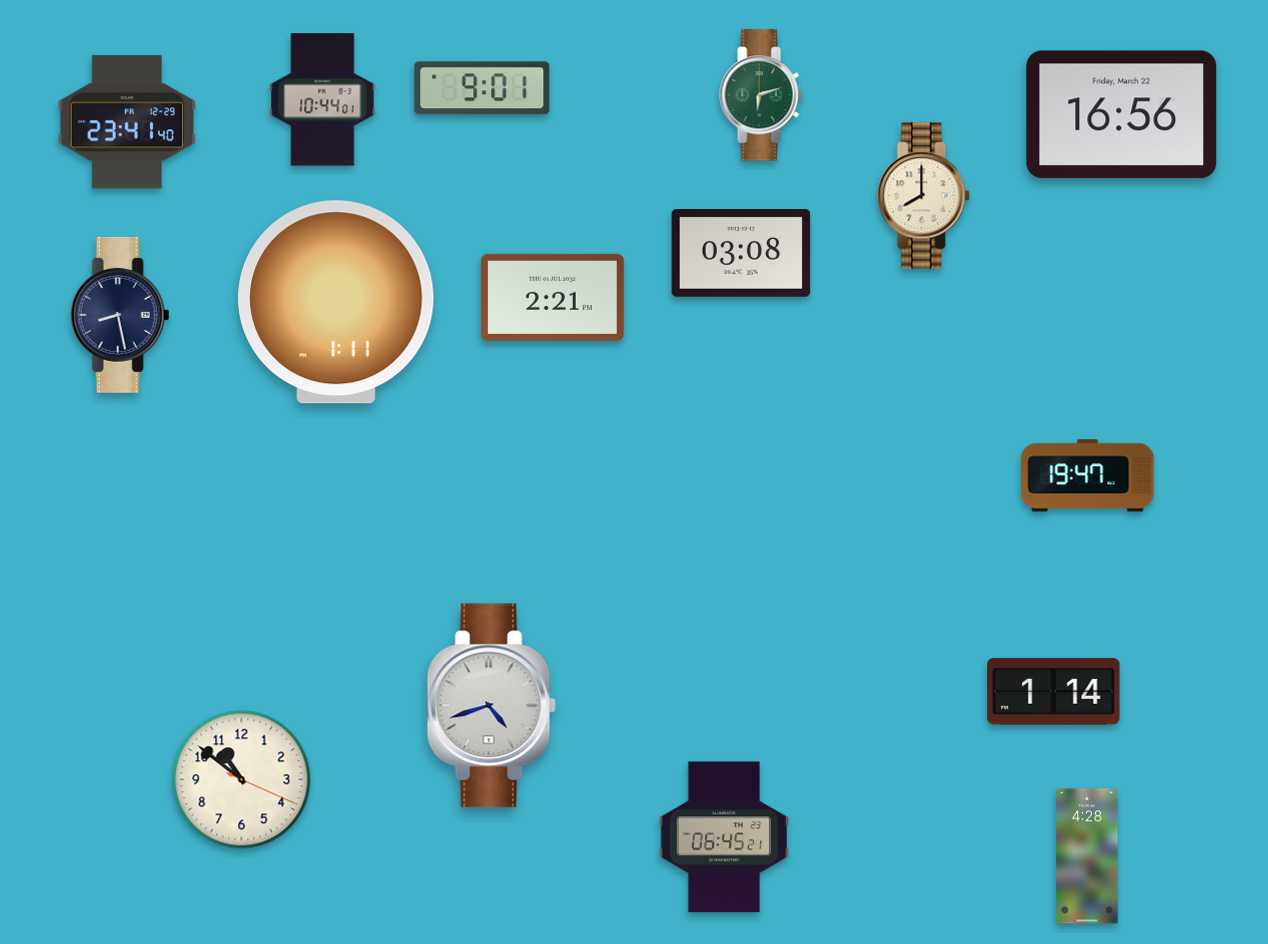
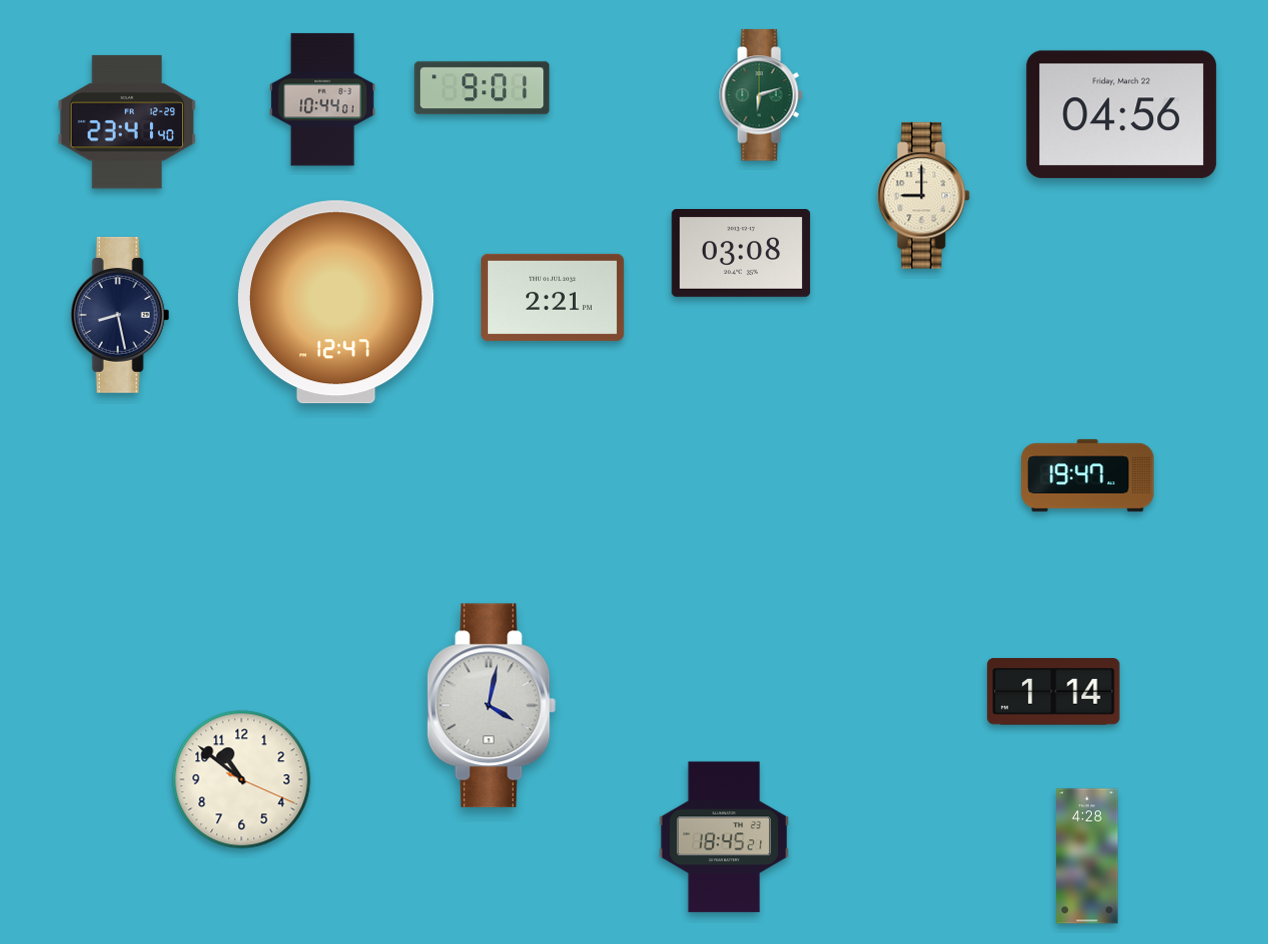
clock at (1122, 115): 16:56 -> 04:56
clock at (924, 196): 8:00 -> 9:00
clock at (336, 302): 1:11 -> 12:47
clock at (491, 706): 4:42 -> 4:02
clock at (723, 837): 06:45 -> 18:45
